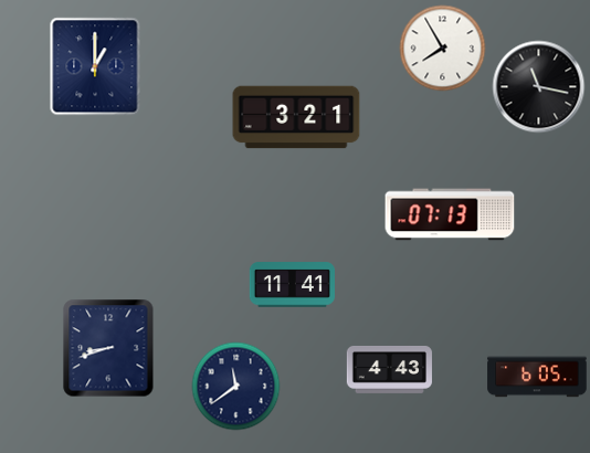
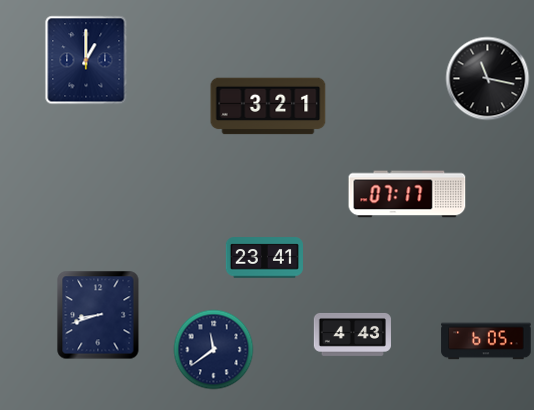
clock at (442, 48): 7:55 -> none
clock at (450, 214): 07:13 -> 07:17
clock at (292, 285): 11:41 -> 23:41
